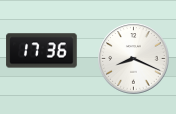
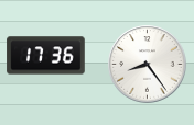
clock at (134, 59): 8:19 -> 8:24
